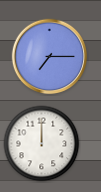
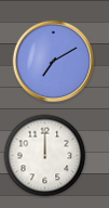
clock at (50, 57): 7:15 -> 7:10
